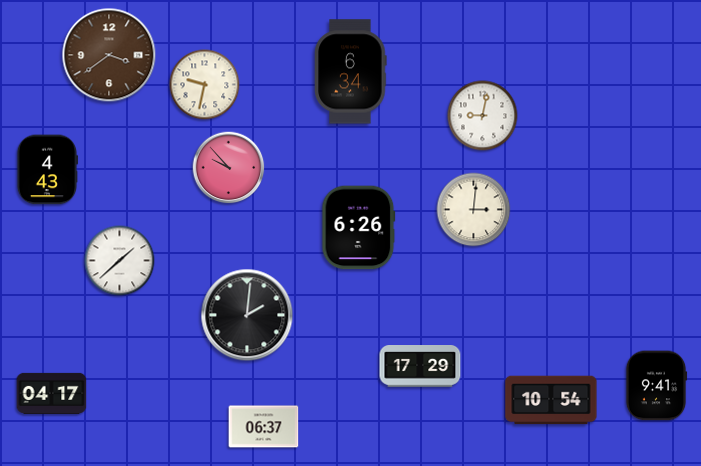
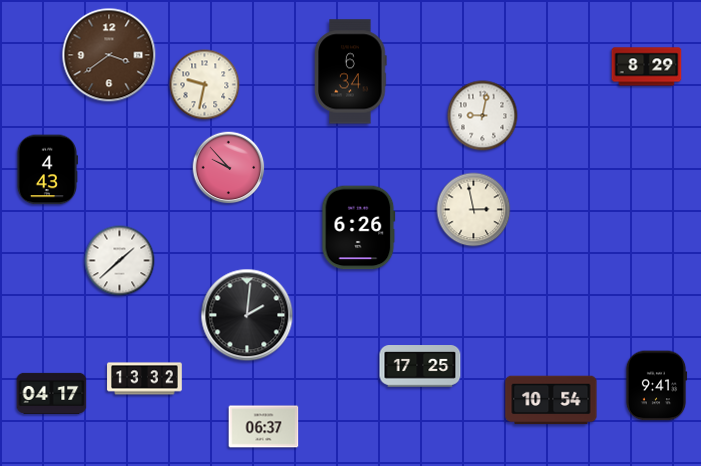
clock at (647, 67): none -> 8:29
clock at (474, 210): 3:01 -> 2:58
clock at (420, 366): 17:29 -> 17:25
clock at (145, 379): none -> 13:32
